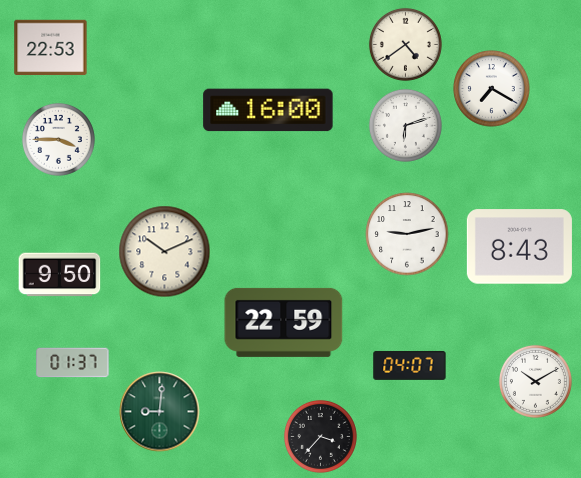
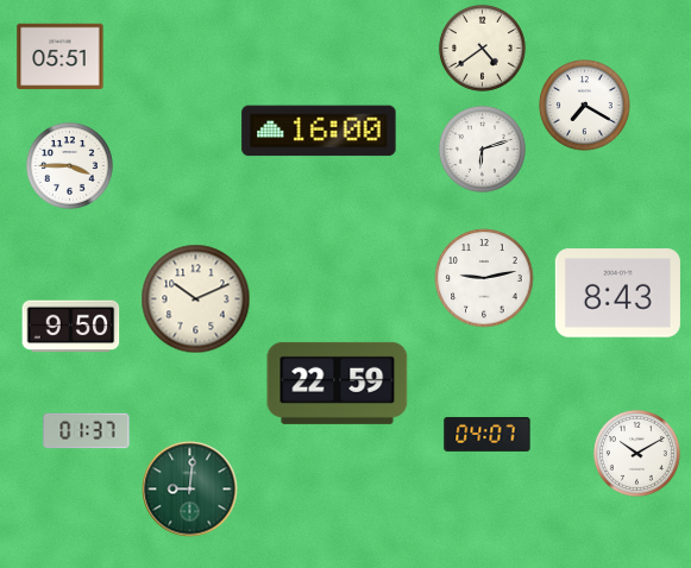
clock at (405, 44) position: (405, 44) -> (482, 48)
clock at (51, 48): 22:53 -> 05:51
clock at (320, 436): 3:37 -> none
